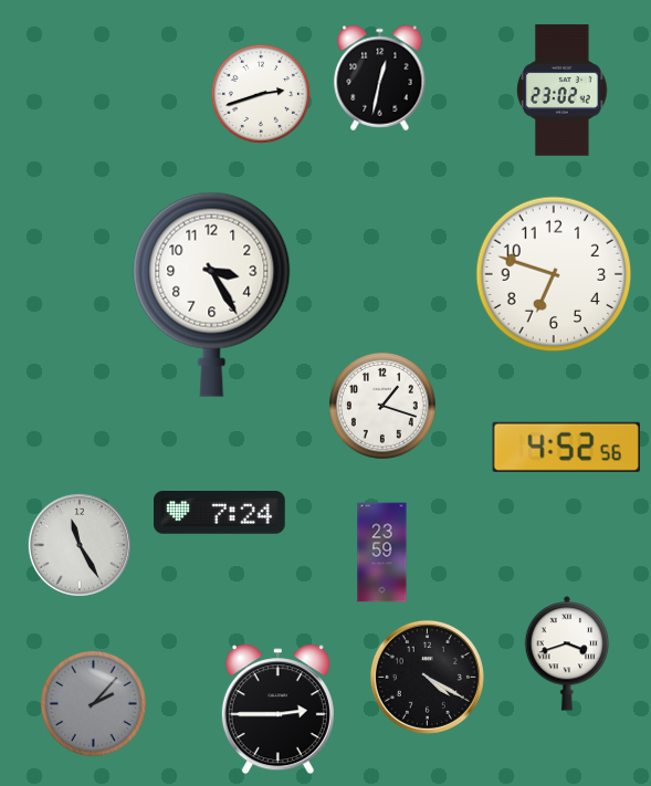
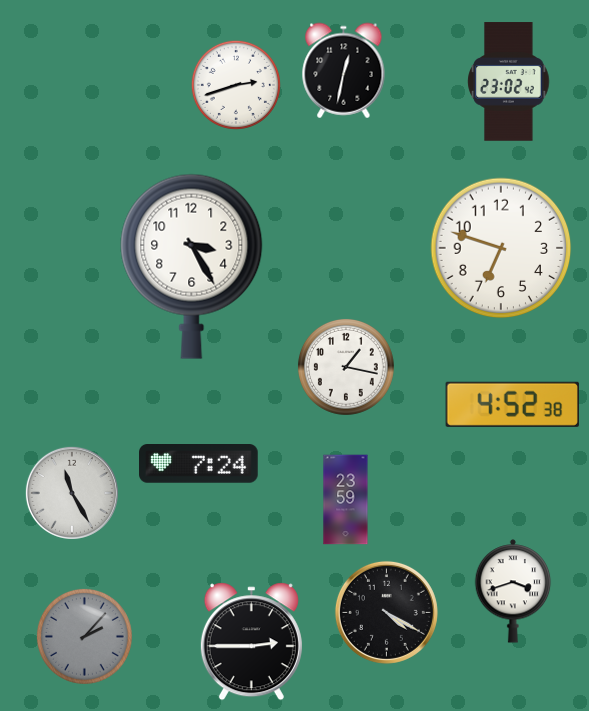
clock at (382, 406): 1:18 -> 1:17
clock at (566, 447): 4:52:56 -> 4:52:38
